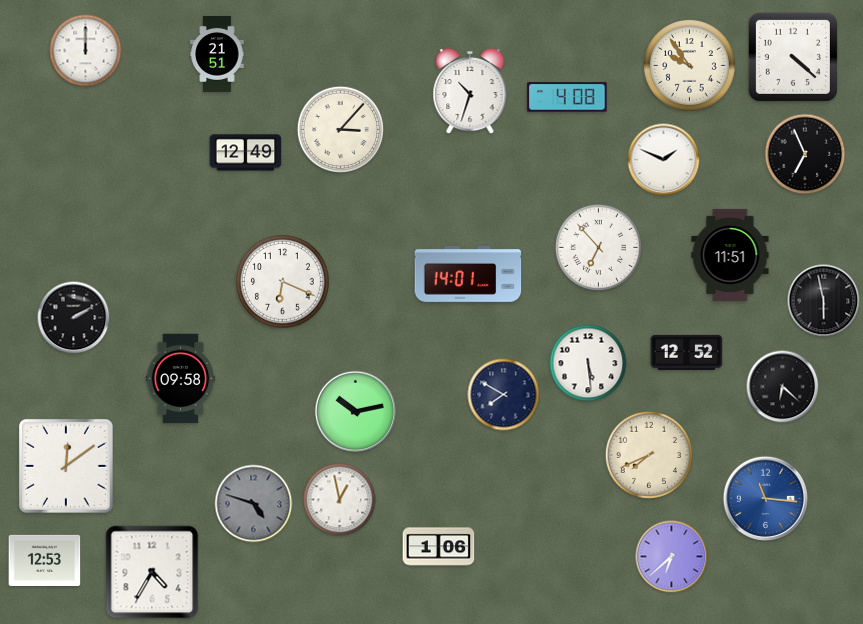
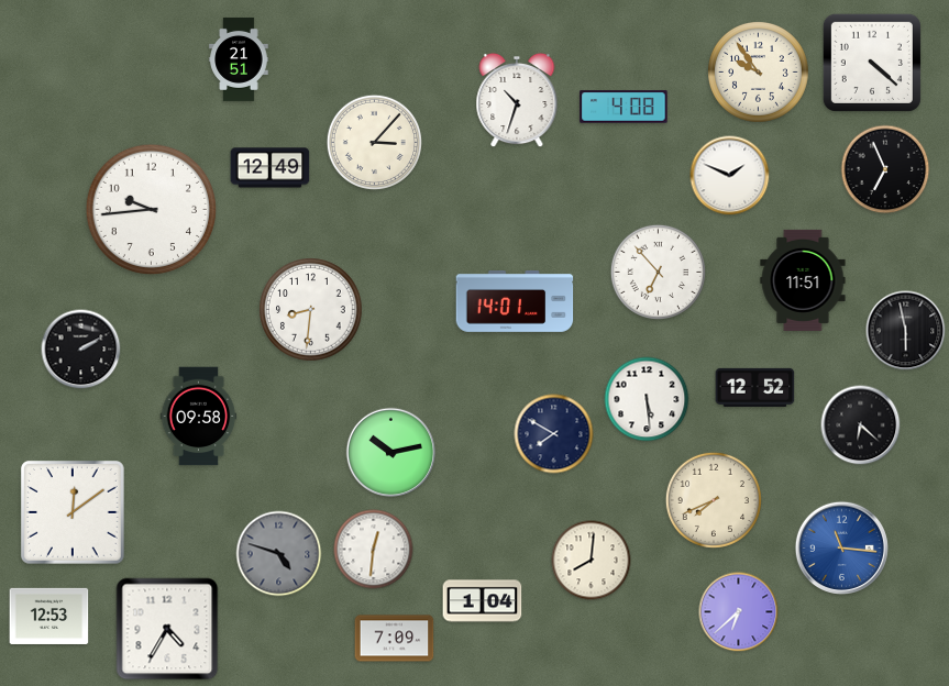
clock at (86, 51): 12:00 -> none
clock at (152, 210): none -> 9:44
clock at (283, 282): 6:19 -> 8:31
clock at (340, 500): 12:58 -> 12:31
clock at (592, 561): none -> 8:01
clock at (439, 547): 1:06 -> 1:04
clock at (395, 639): none -> 7:09
